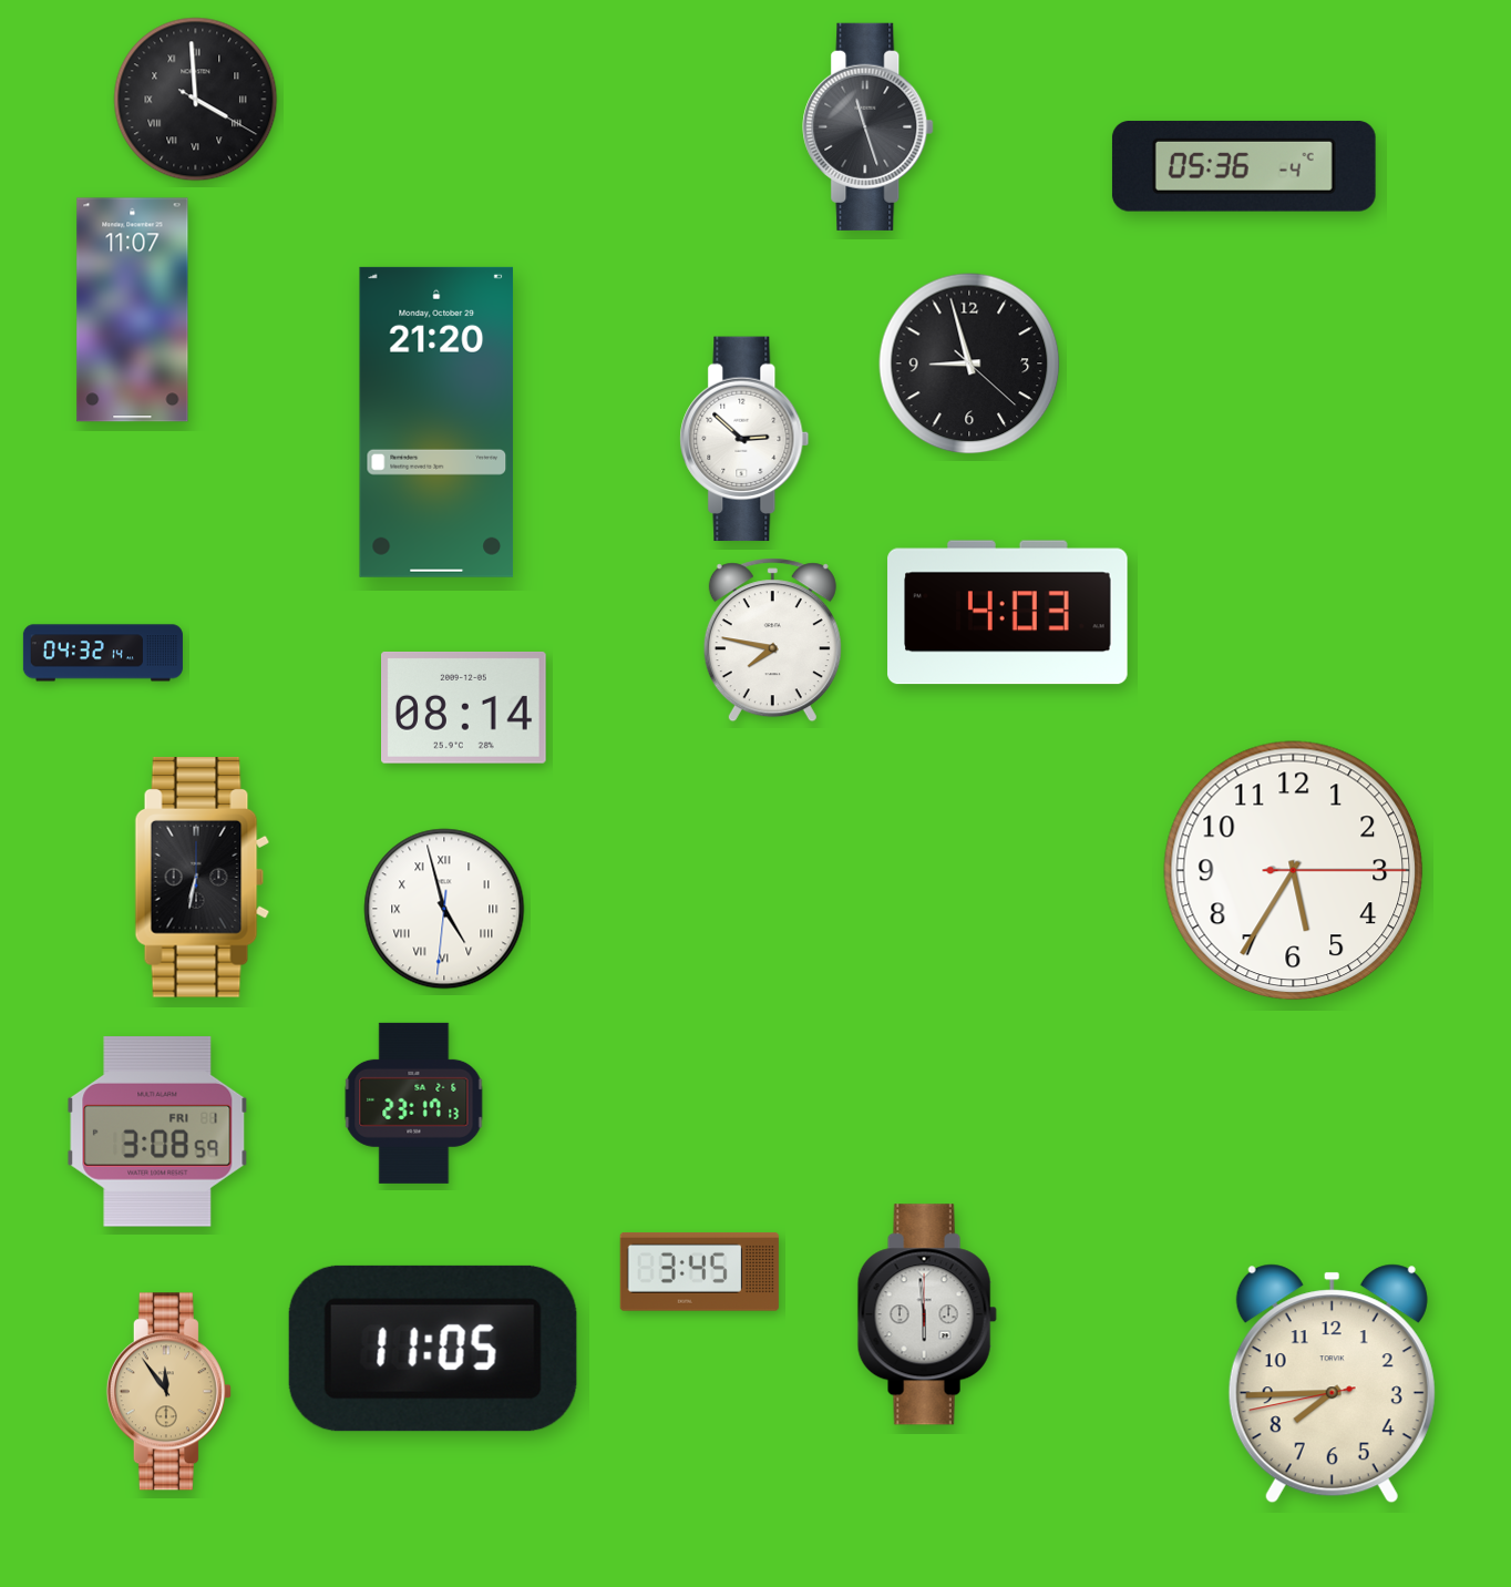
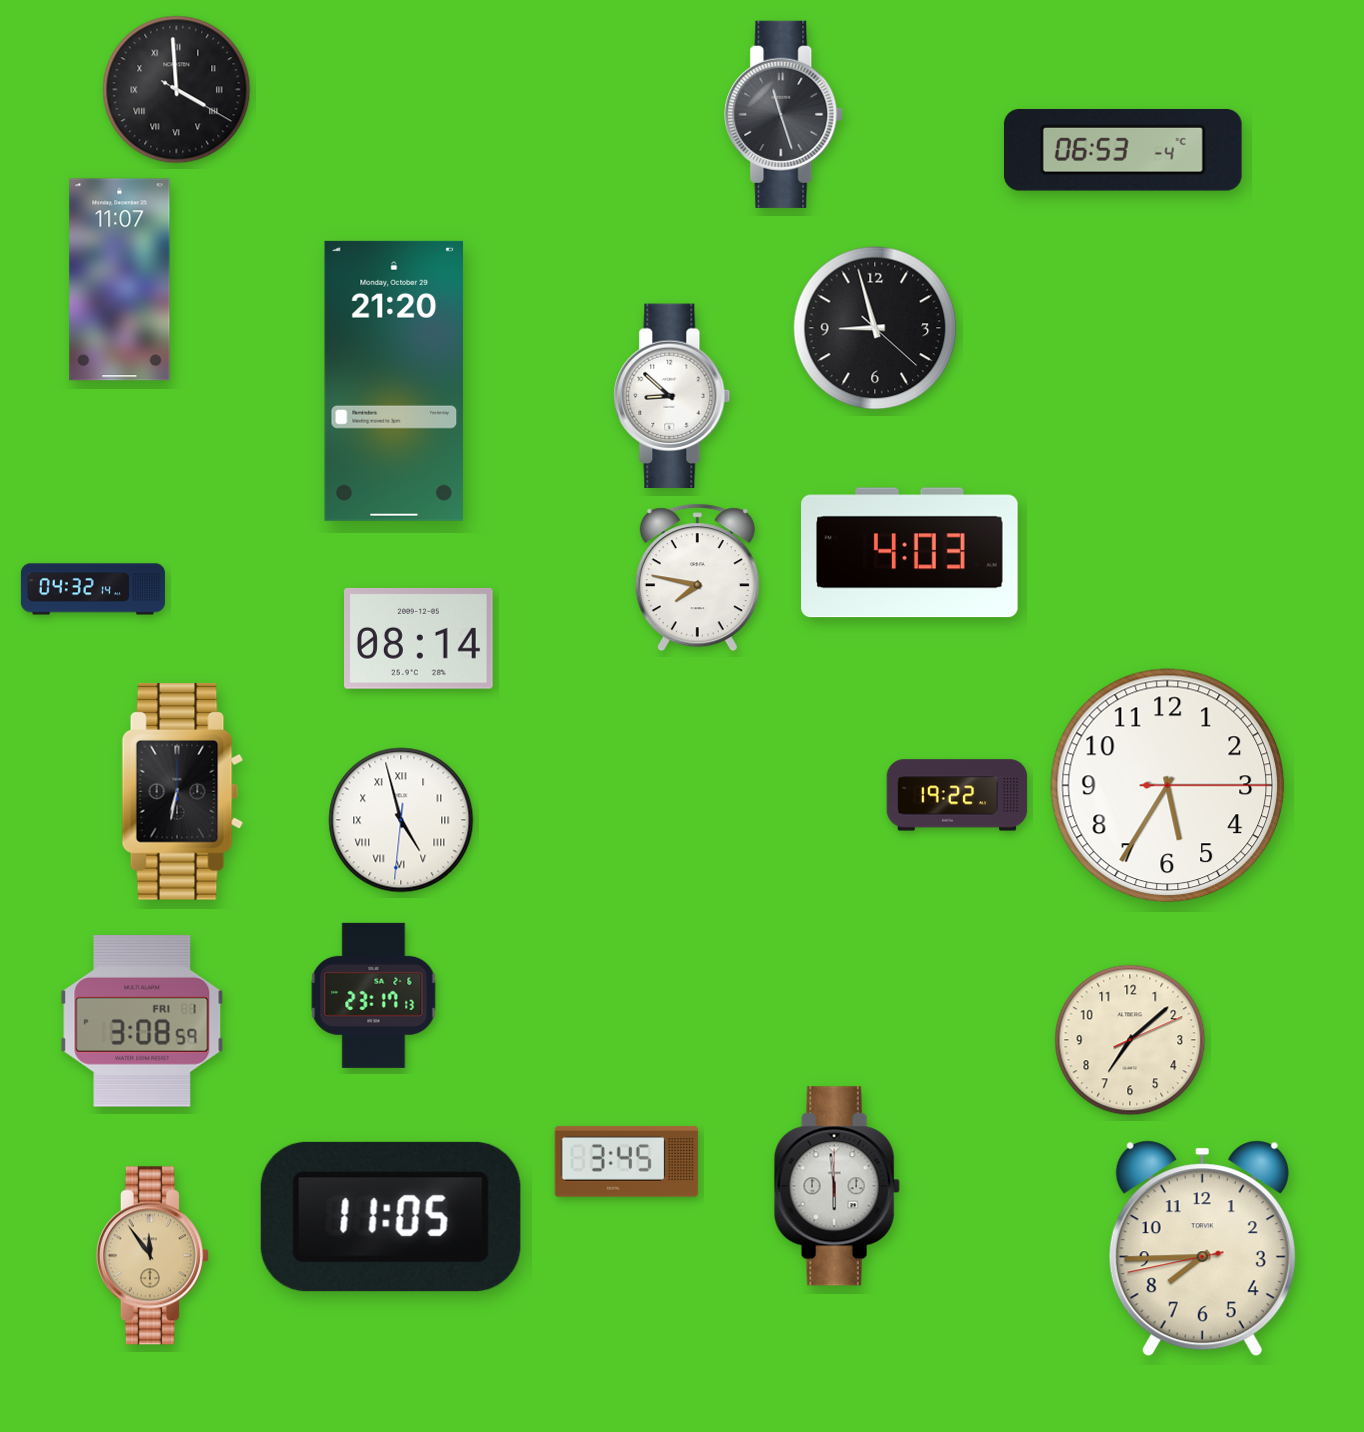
clock at (1244, 166): 05:36 -> 06:53
clock at (744, 439): 2:52 -> 8:52
clock at (957, 795): none -> 19:22
clock at (1130, 1040): none -> 7:08
clock at (699, 1272) position: (699, 1272) -> (626, 1162)
